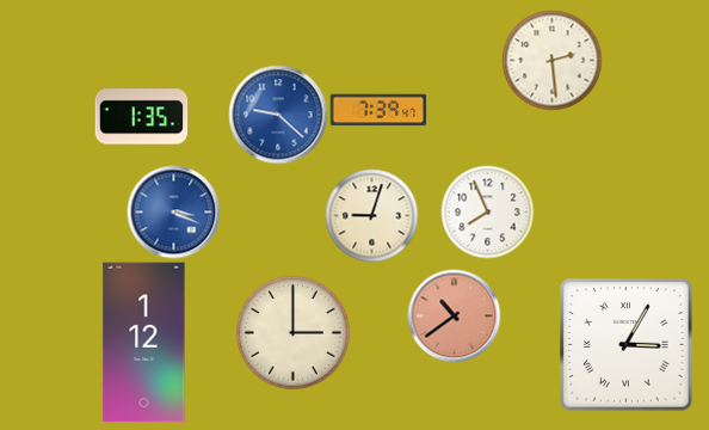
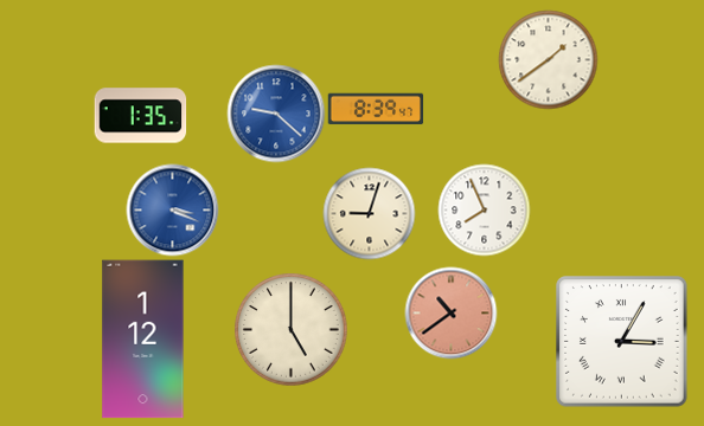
clock at (551, 60): 2:29 -> 1:39
clock at (378, 110): 7:39 -> 8:39
clock at (292, 332): 3:00 -> 5:00
